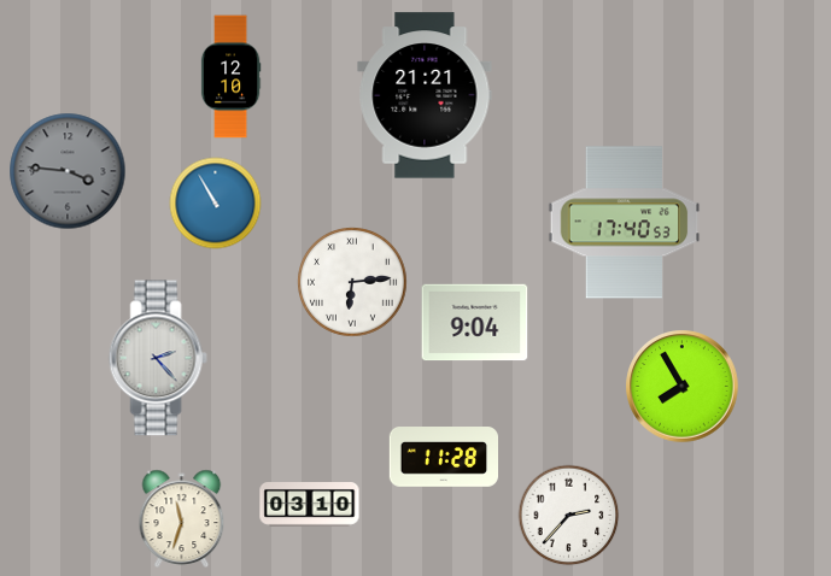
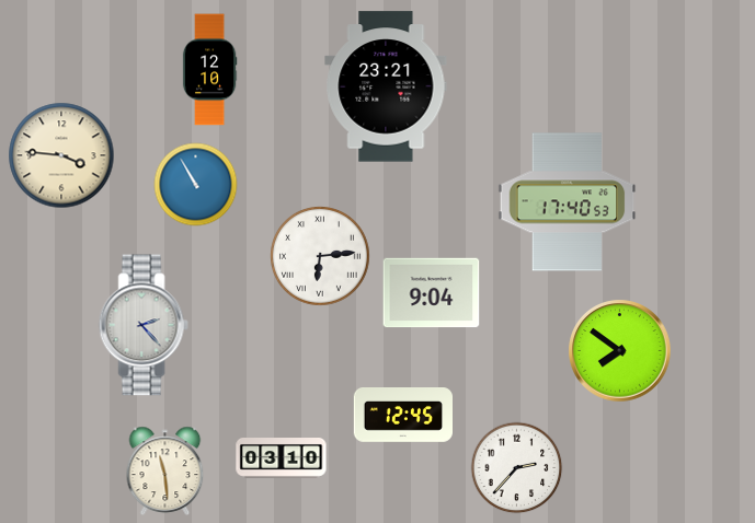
clock at (425, 95): 21:21 -> 23:21
clock at (68, 171) dial: grey -> cream
clock at (683, 387): 7:55 -> 7:51
clock at (444, 458): 11:28 -> 12:45
clock at (182, 518): 11:33 -> 11:29
